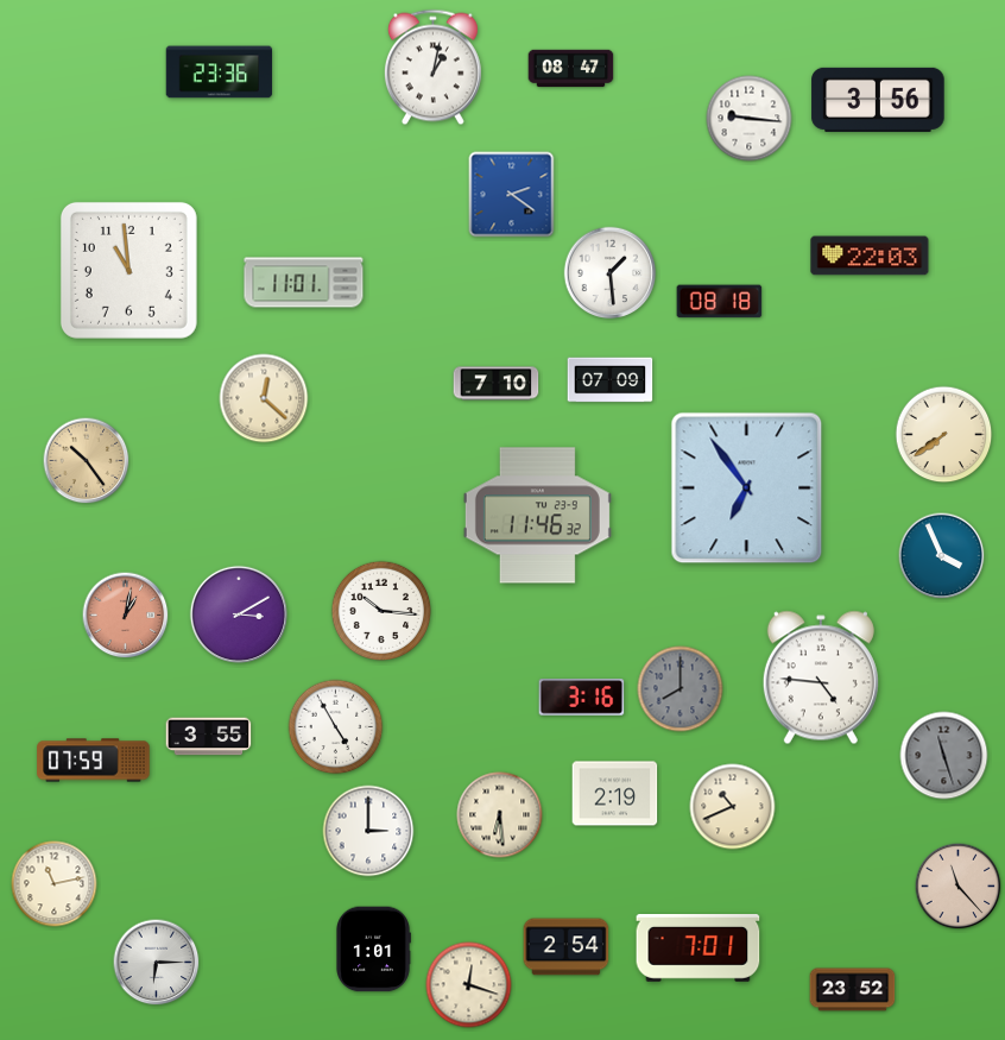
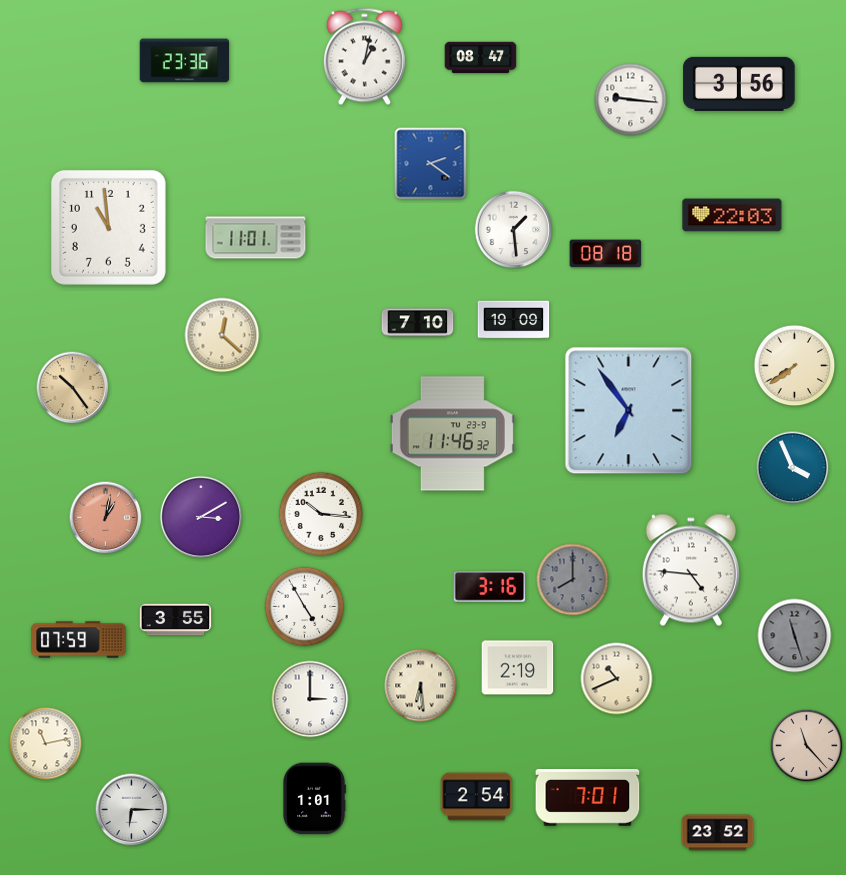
clock at (611, 380): 07:09 -> 19:09
clock at (336, 727) position: (336, 727) -> (305, 607)
clock at (469, 985): 12:18 -> none
